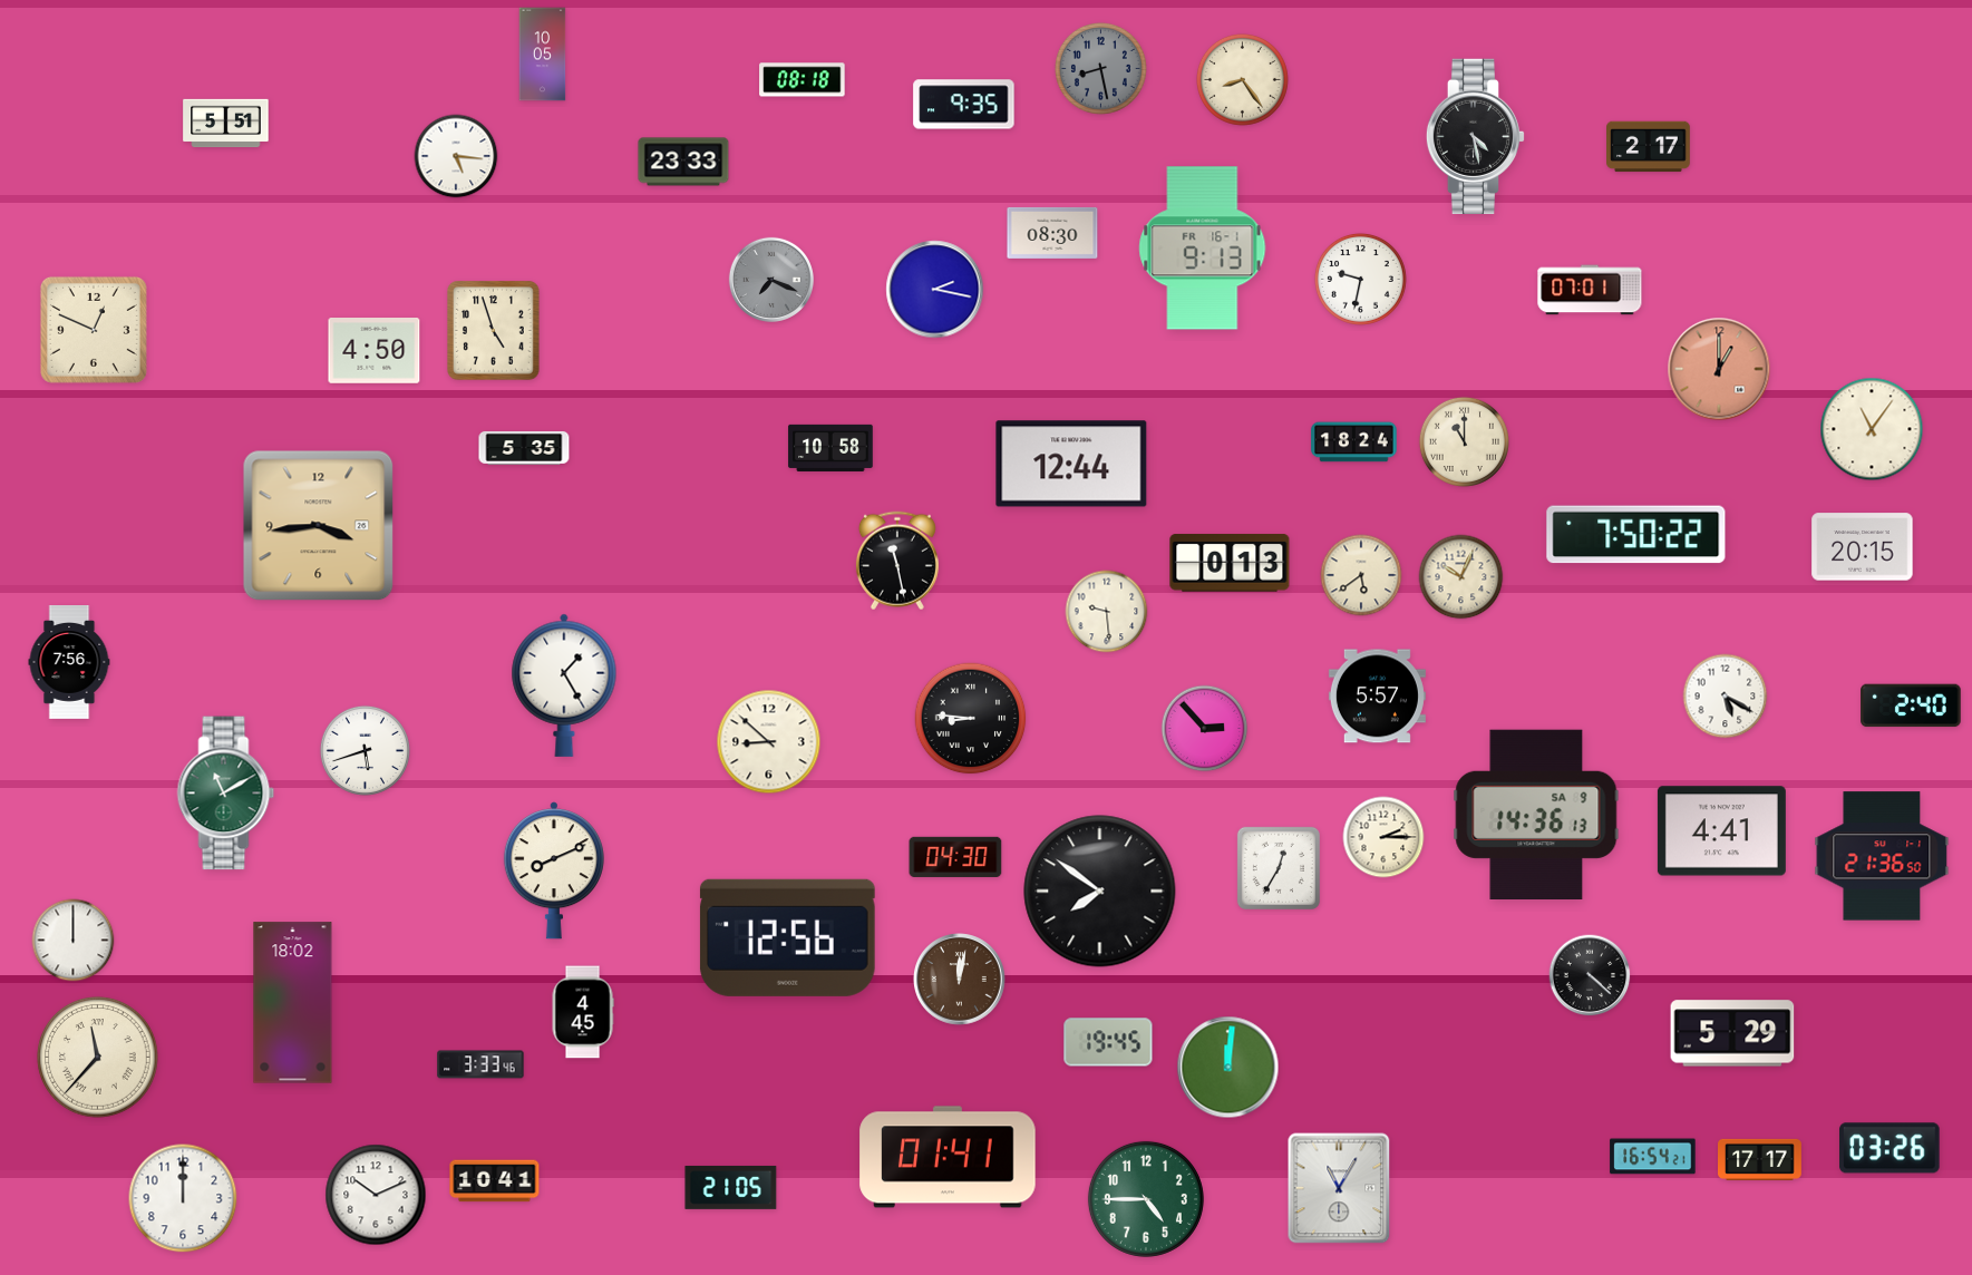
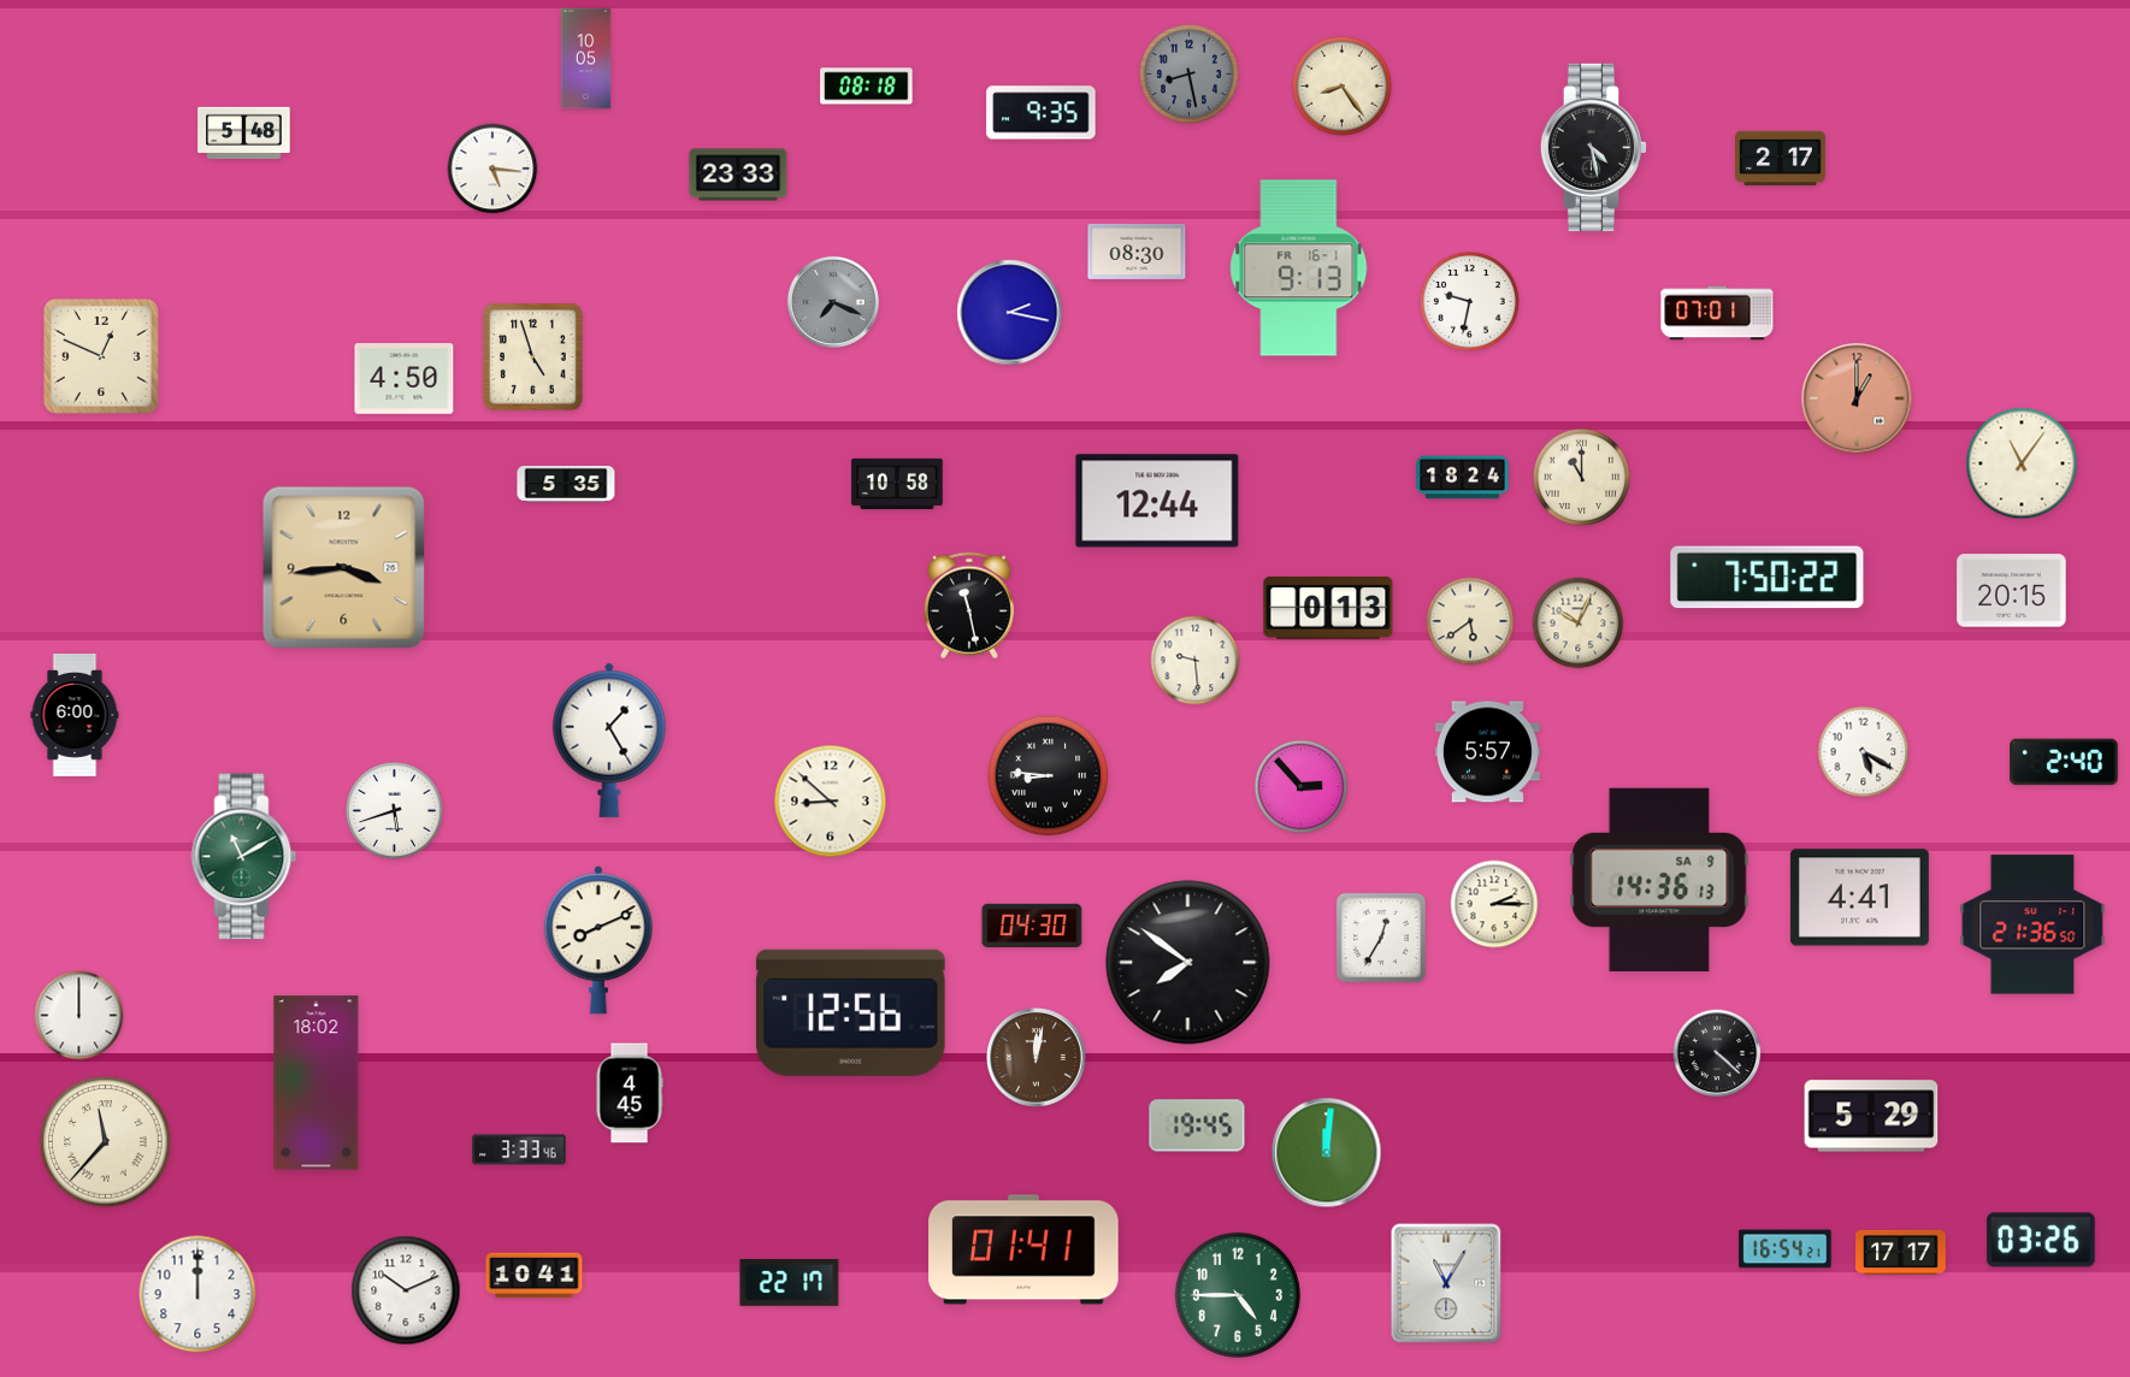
clock at (226, 124): 5:51 -> 5:48
clock at (69, 663): 7:56 -> 6:00
clock at (731, 1187): 21:05 -> 22:17
